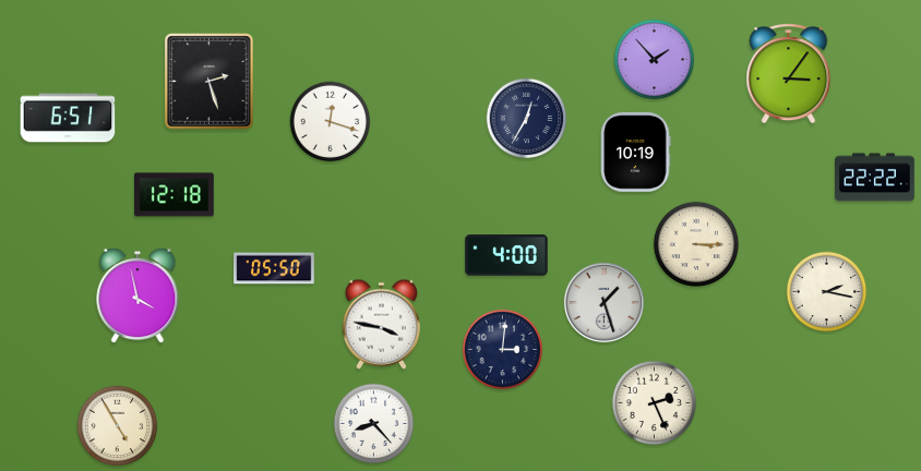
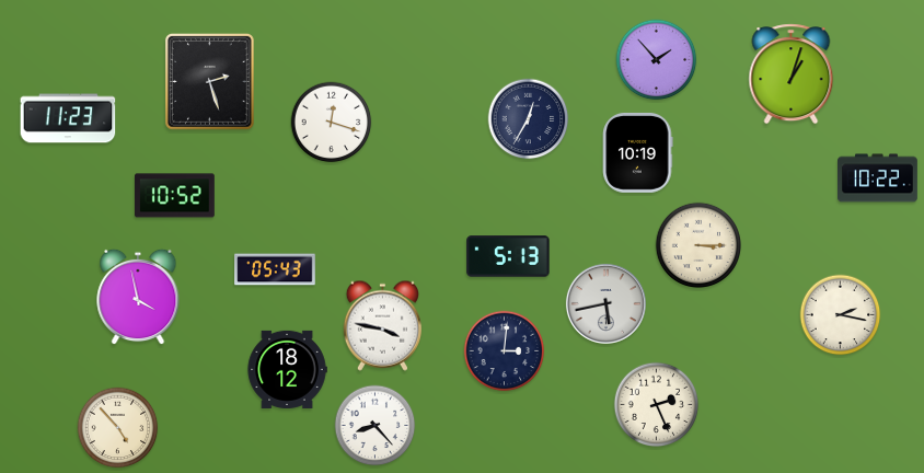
clock at (789, 74): 3:06 -> 1:03
clock at (68, 118): 6:51 -> 11:23
clock at (875, 178): 22:22 -> 10:22
clock at (174, 195): 12:18 -> 10:52
clock at (506, 255): 4:00 -> 5:13
clock at (274, 268): 05:50 -> 05:43
clock at (827, 292) position: (827, 292) -> (841, 315)
clock at (603, 302): 1:27 -> 5:43
clock at (287, 369): none -> 18:12
clock at (118, 426): 4:55 -> 4:53
